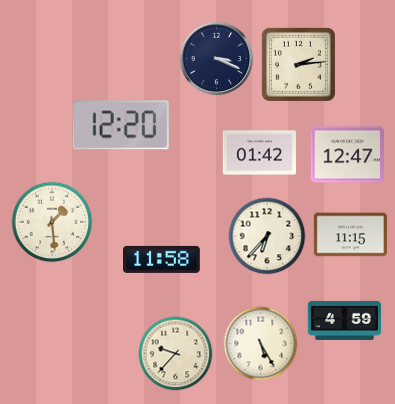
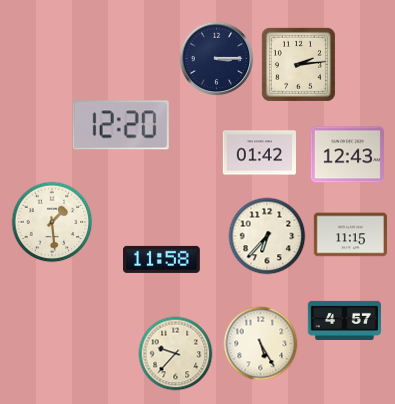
clock at (217, 59): 3:19 -> 3:15
clock at (347, 155): 12:47 -> 12:43
clock at (344, 320): 4:59 -> 4:57
